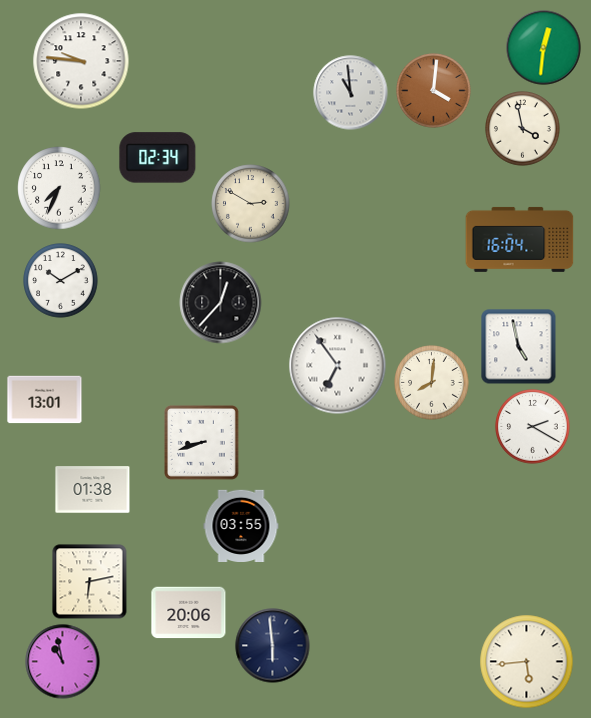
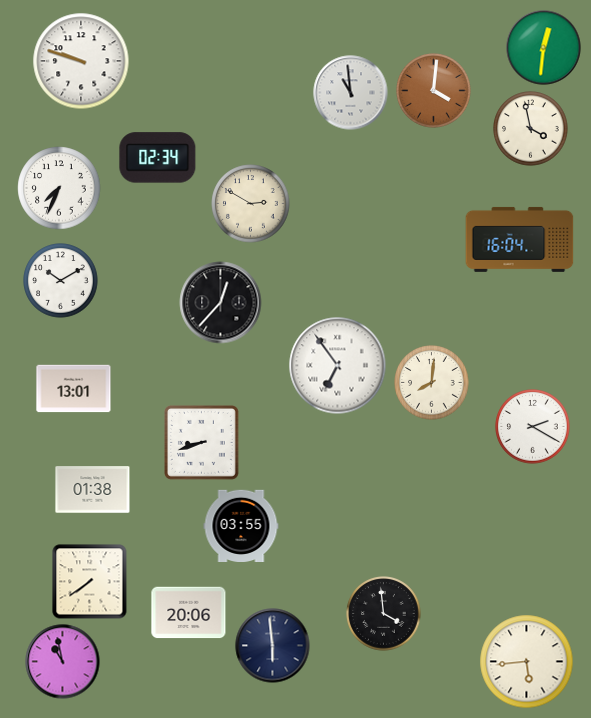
clock at (81, 61): 9:46 -> 9:48
clock at (523, 129) position: (523, 129) -> (531, 129)
clock at (519, 347): 4:58 -> none
clock at (45, 400) position: (45, 400) -> (74, 389)
clock at (90, 582): 6:13 -> 7:39
clock at (384, 614): none -> 3:59
